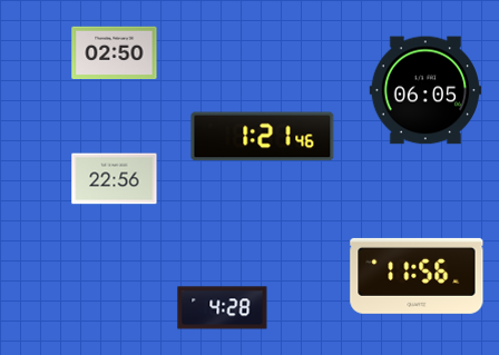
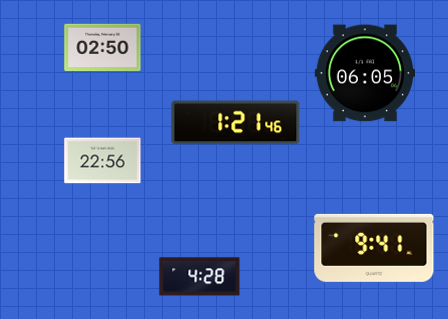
clock at (424, 90) position: (424, 90) -> (364, 73)
clock at (417, 276): 11:56 -> 9:41
